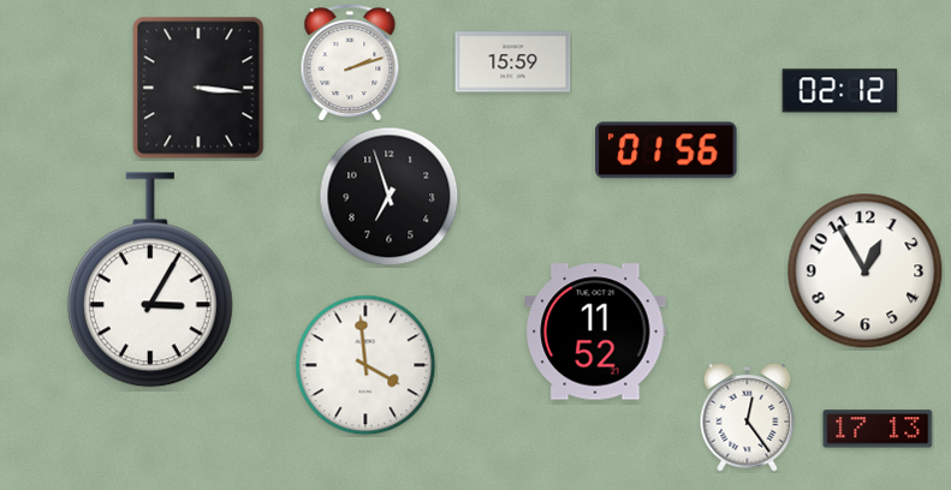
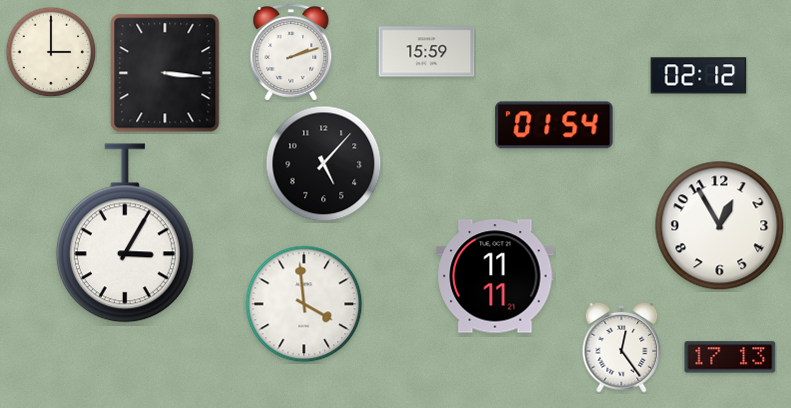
clock at (51, 52): none -> 3:00
clock at (666, 150): 01:56 -> 01:54
clock at (390, 197): 6:57 -> 5:07
clock at (595, 331): 11:52 -> 11:11
